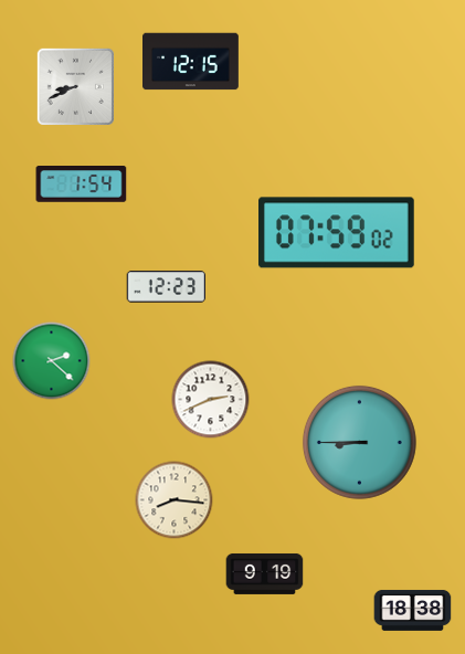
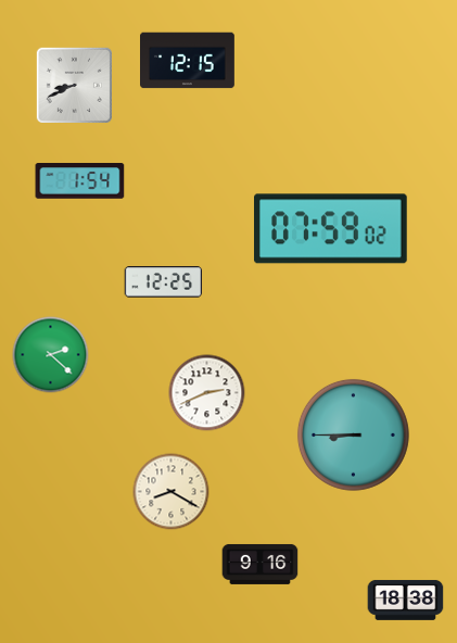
clock at (166, 287): 12:23 -> 12:25
clock at (175, 500): 8:16 -> 8:20
clock at (265, 573): 9:19 -> 9:16
